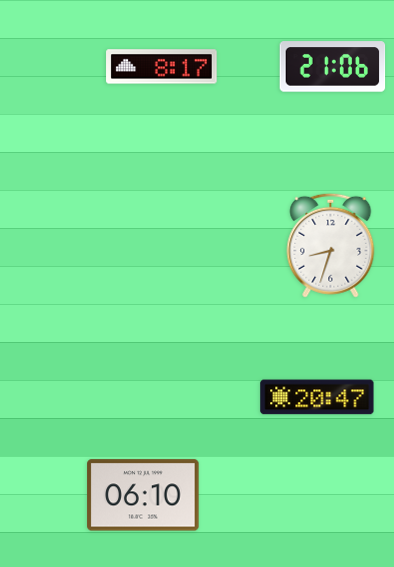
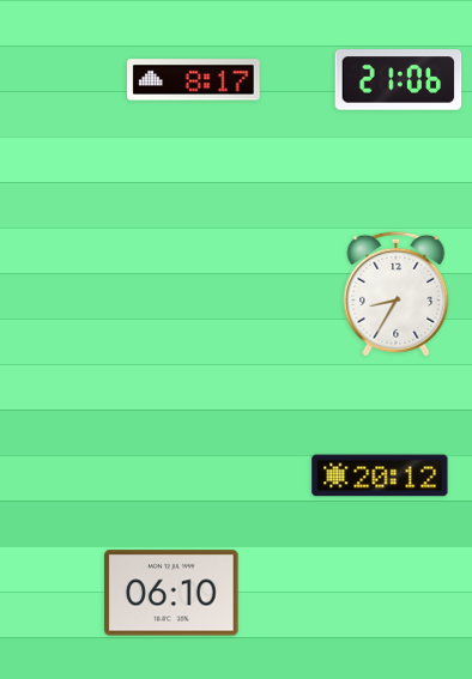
clock at (331, 245): 8:33 -> 8:35
clock at (317, 397): 20:47 -> 20:12
